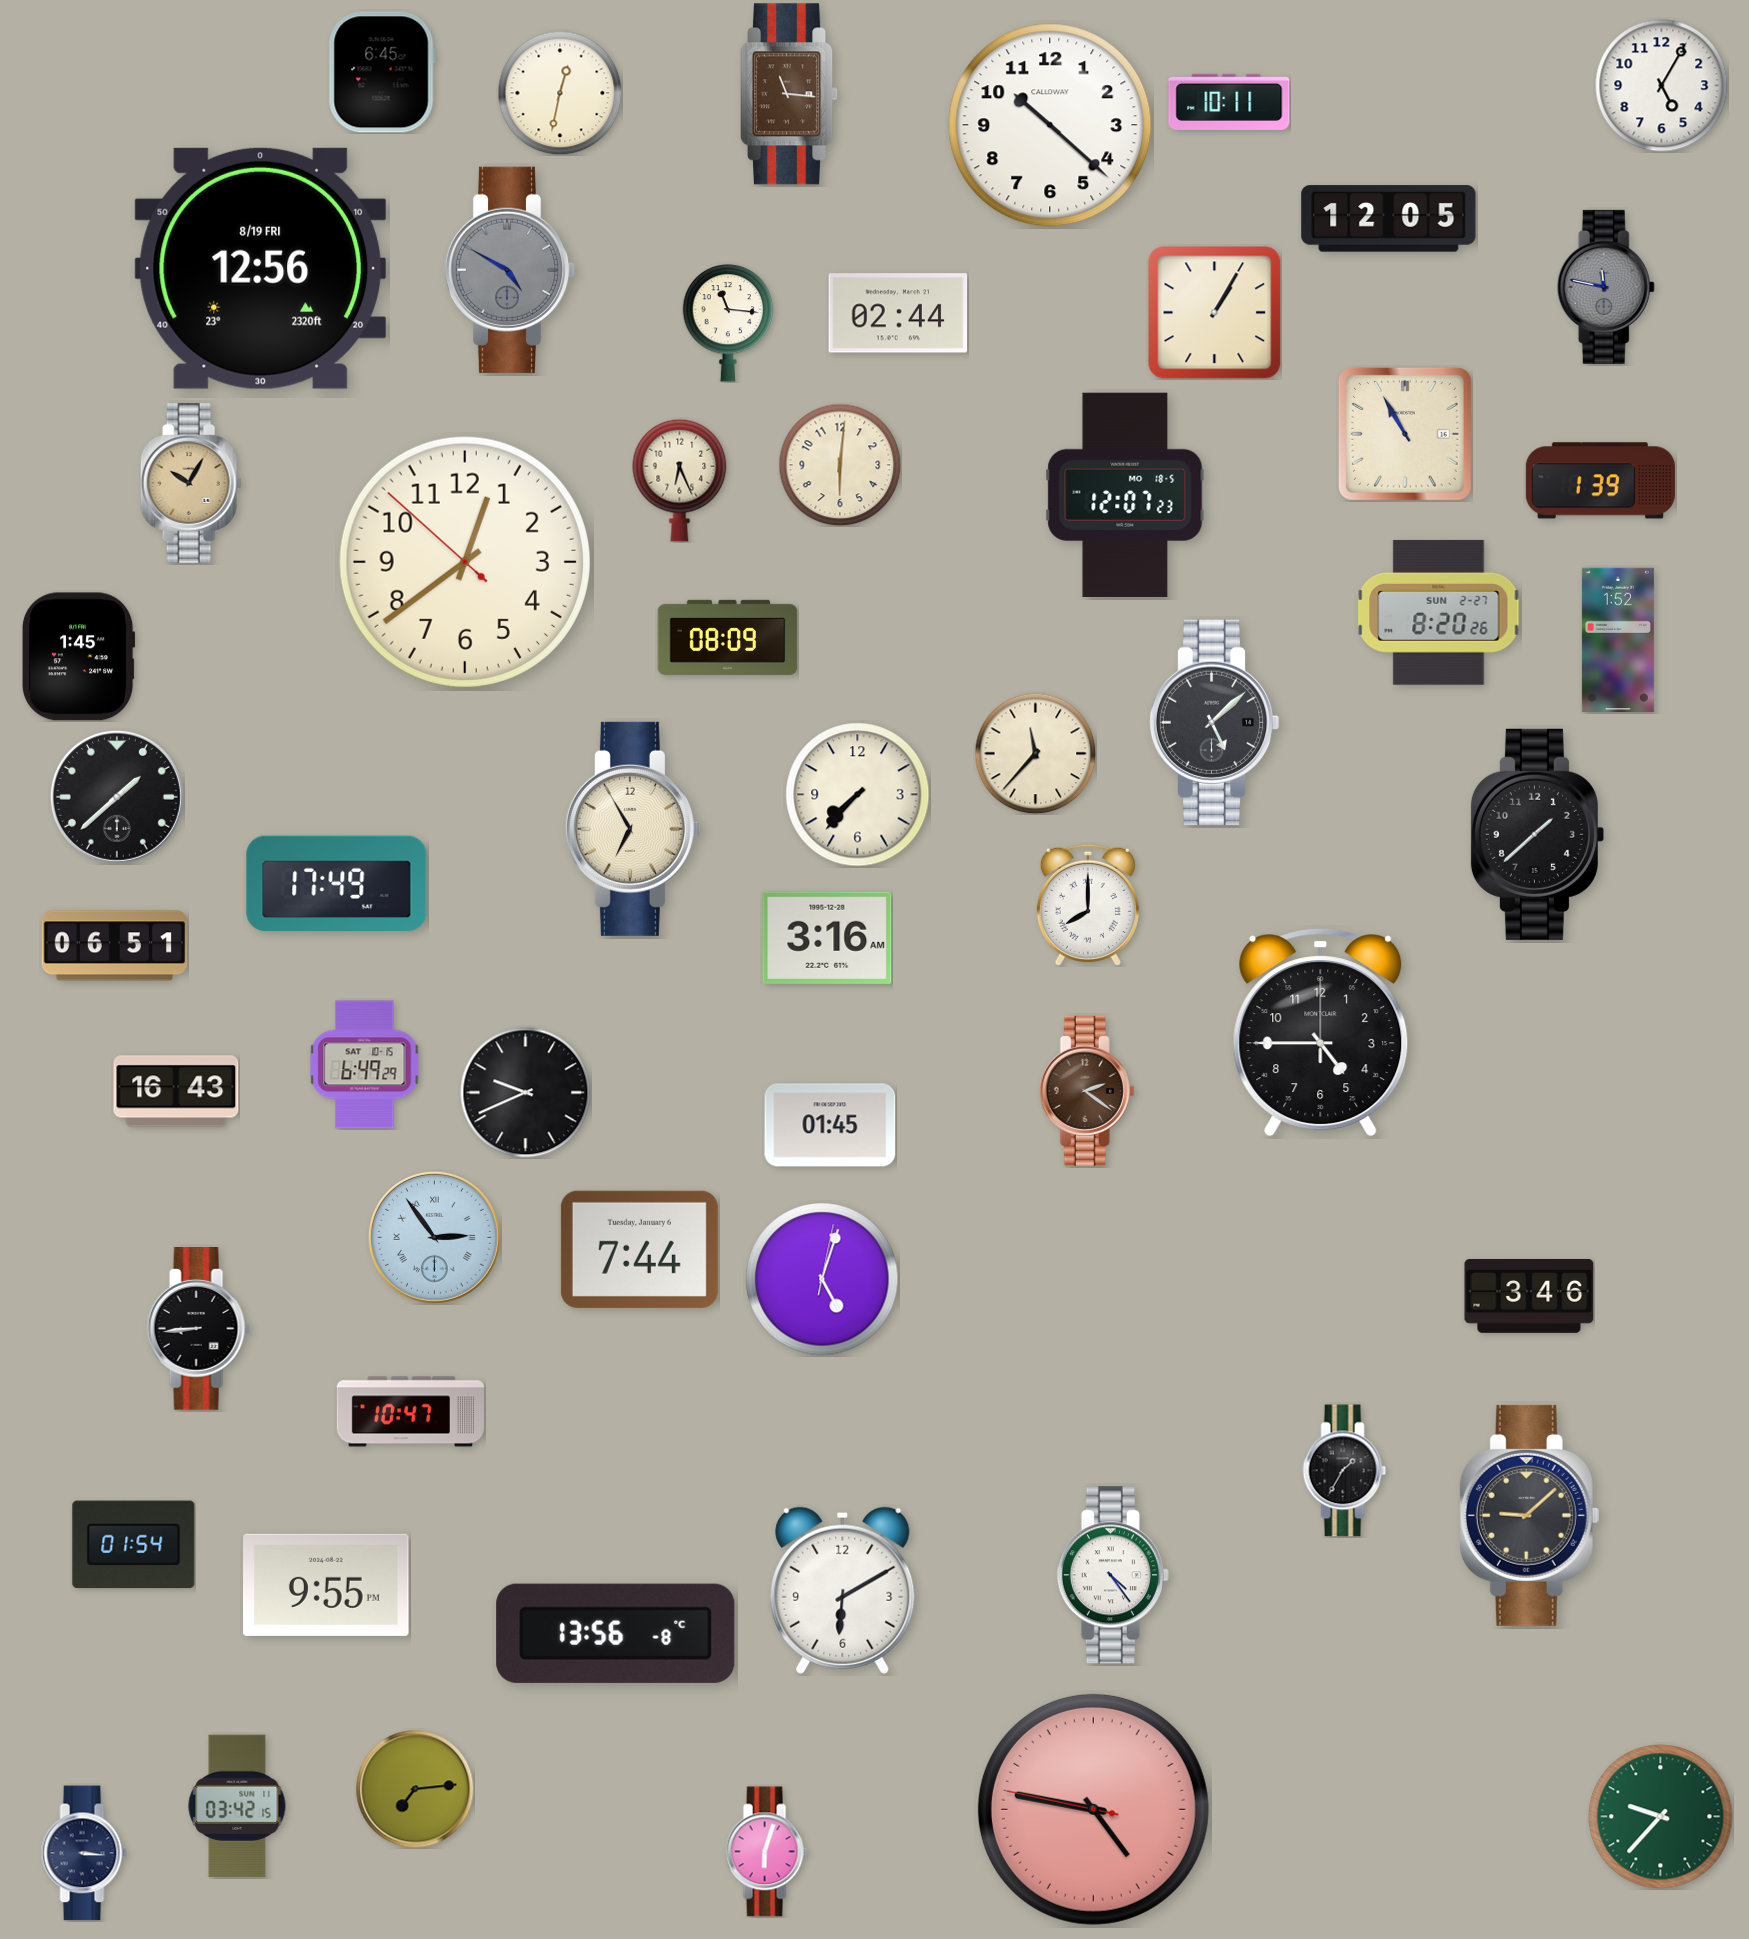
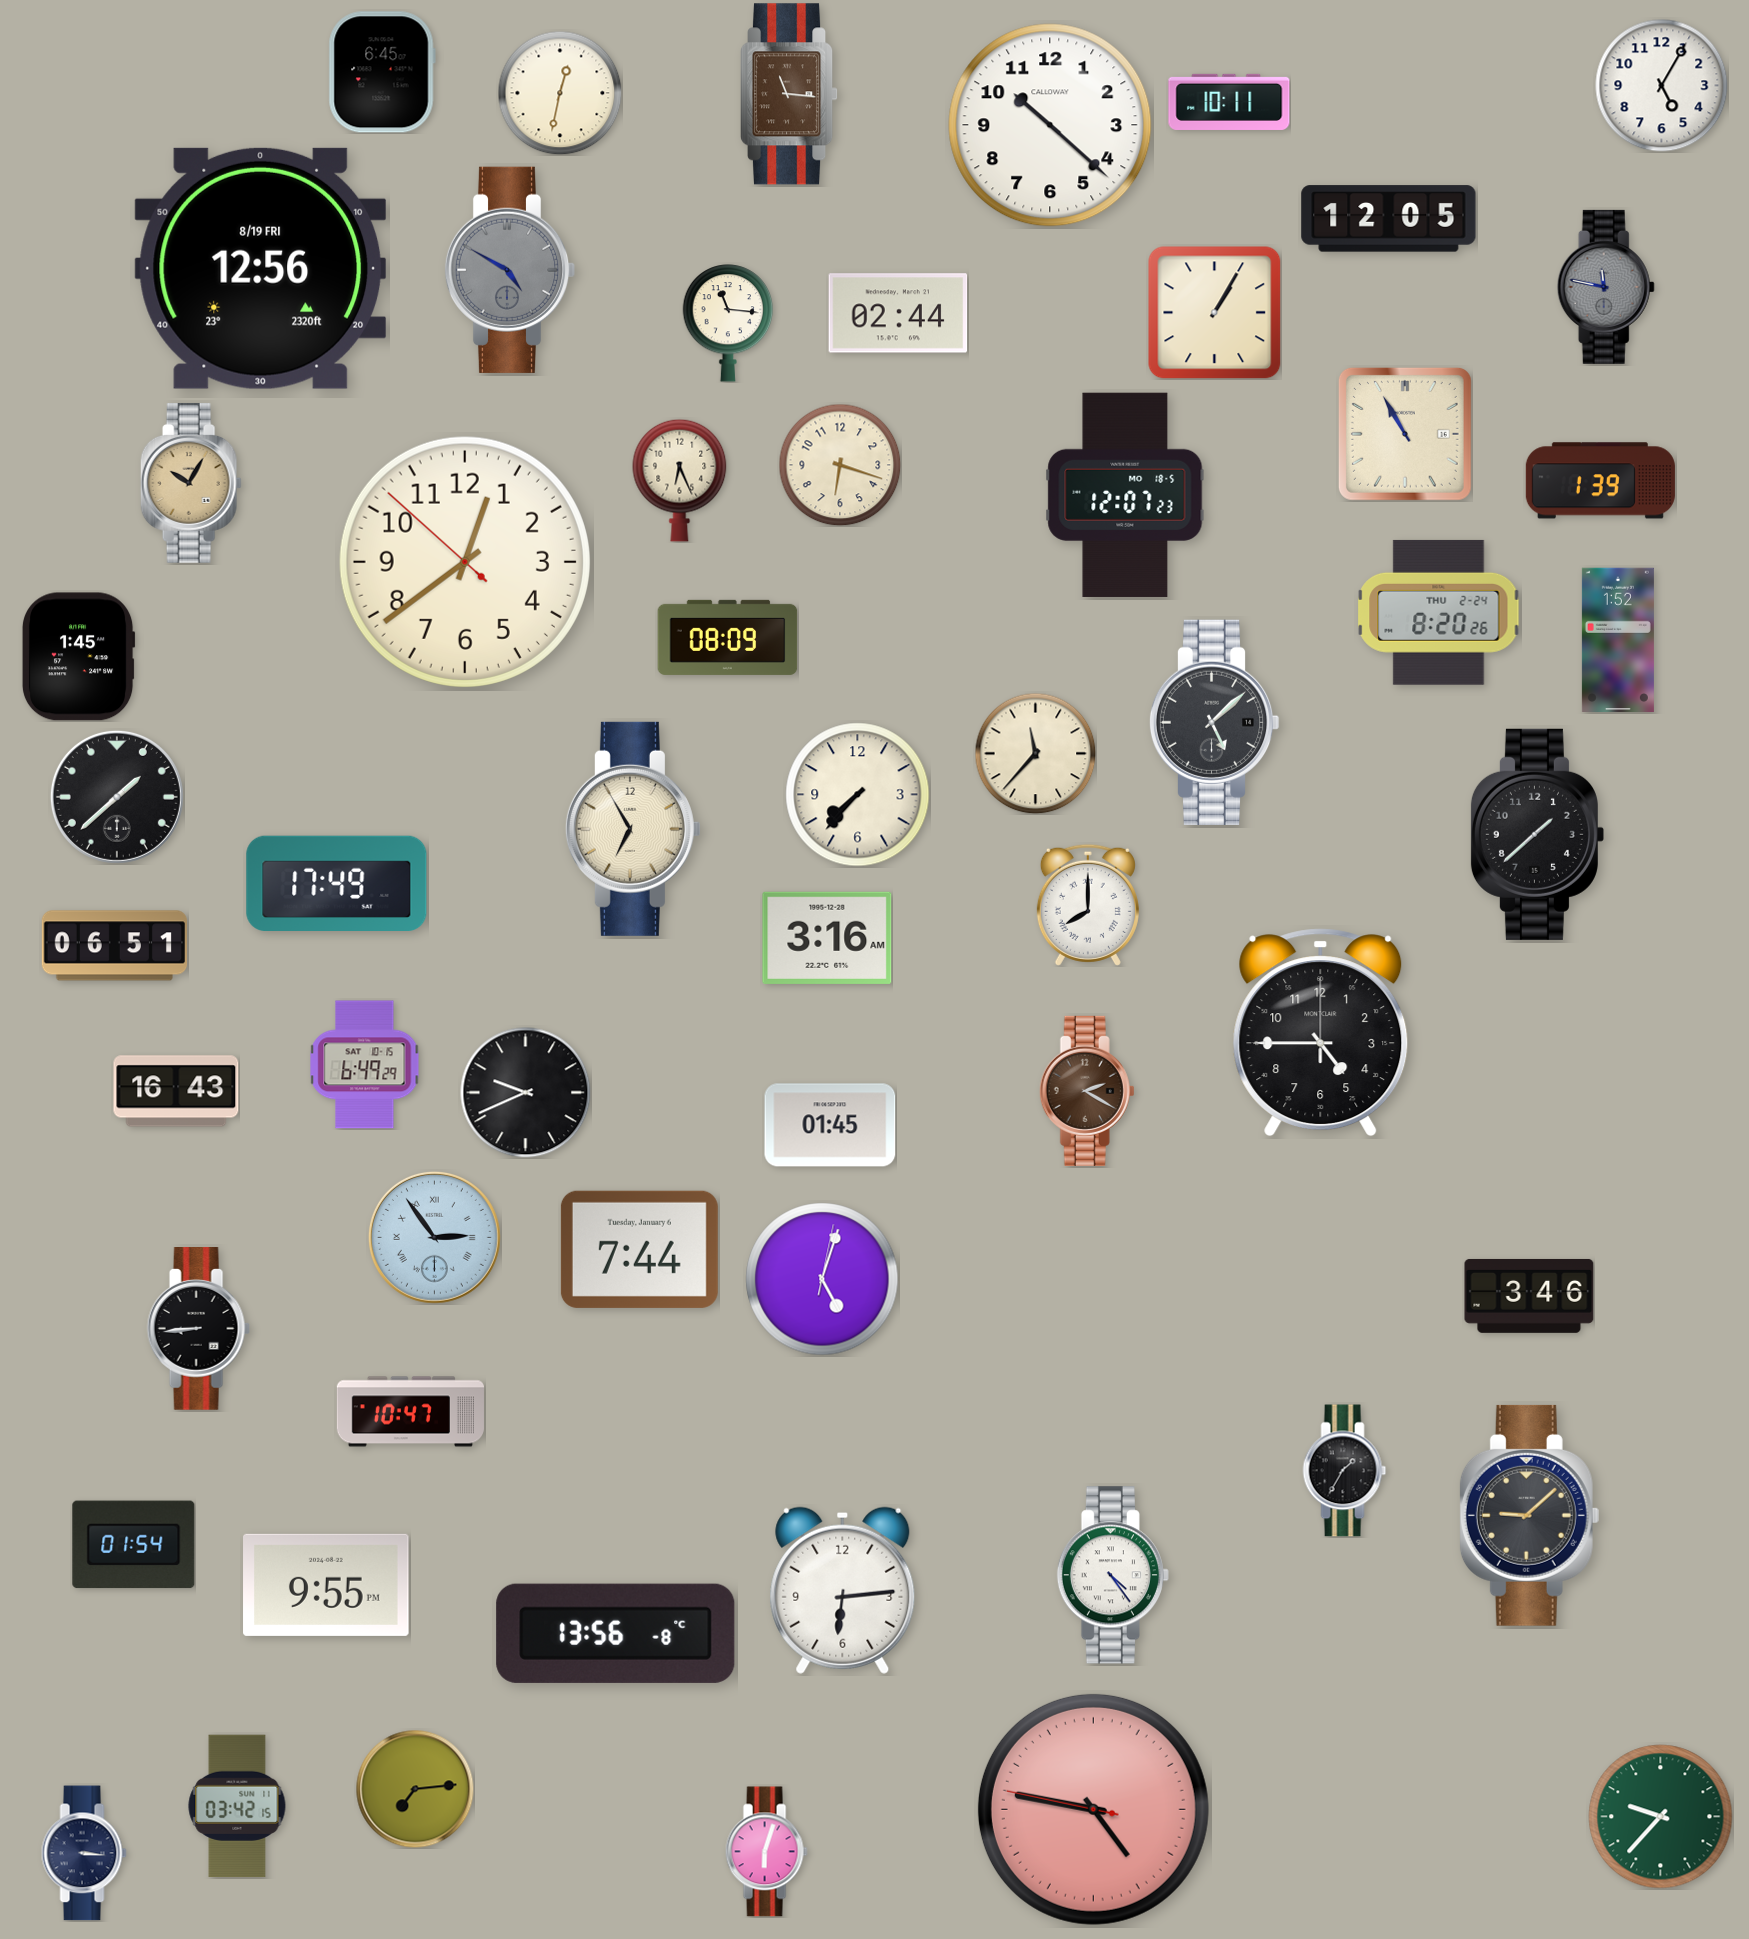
clock at (840, 465): 6:01 -> 6:18
clock at (1439, 612) date: SUN 2-27 -> THU 2-24
clock at (1087, 1091): 2:21 -> 2:20
clock at (843, 1590): 6:10 -> 6:14
